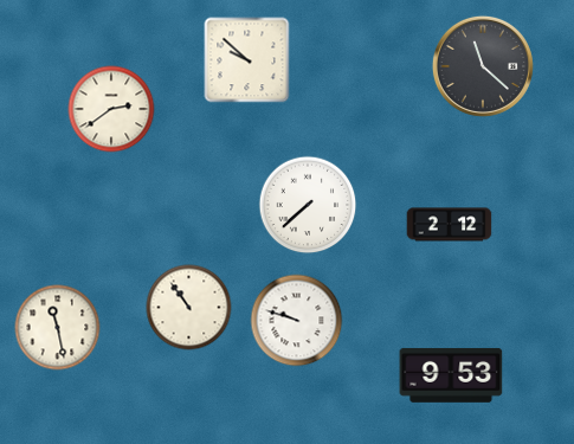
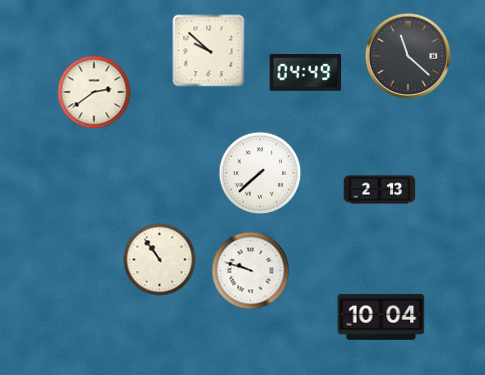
clock at (306, 73): none -> 04:49
clock at (450, 225): 2:12 -> 2:13
clock at (58, 328): 11:28 -> none
clock at (451, 375): 9:53 -> 10:04
